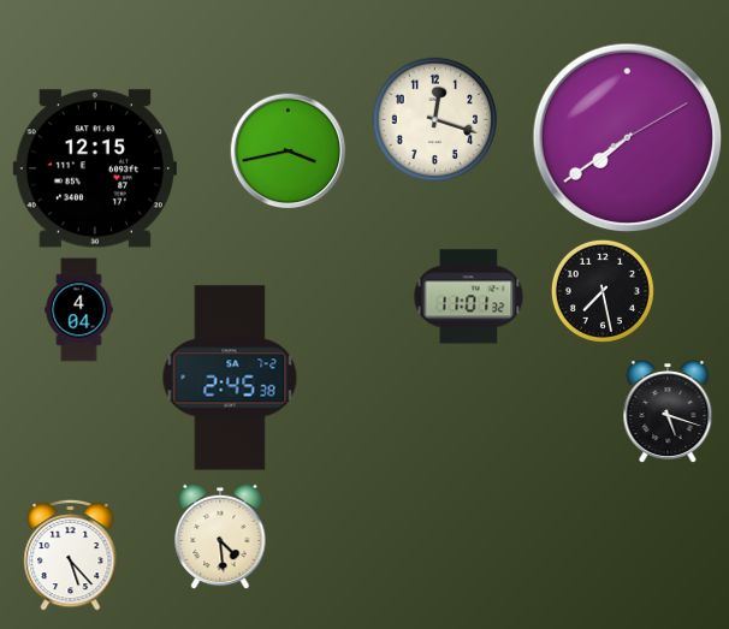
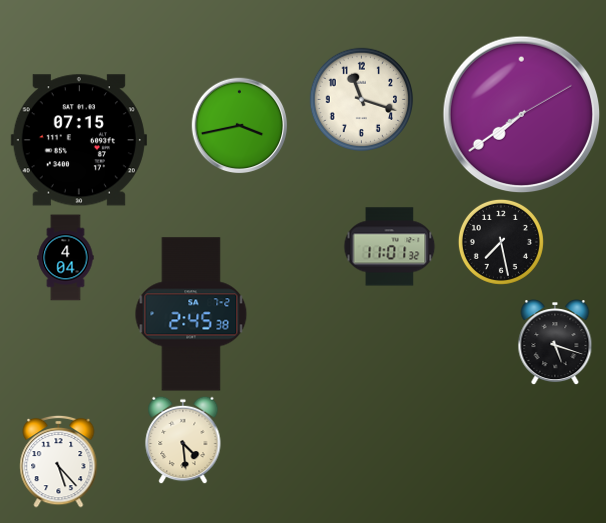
clock at (435, 120): 12:18 -> 11:18
clock at (95, 168): 12:15 -> 07:15
clock at (220, 536) position: (220, 536) -> (183, 440)
